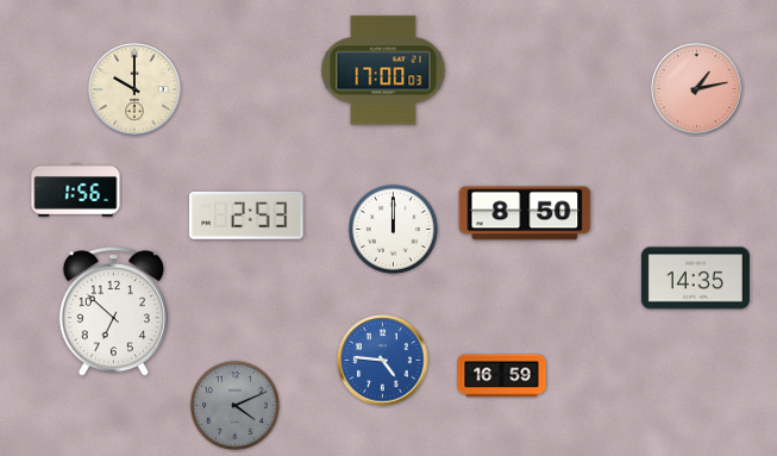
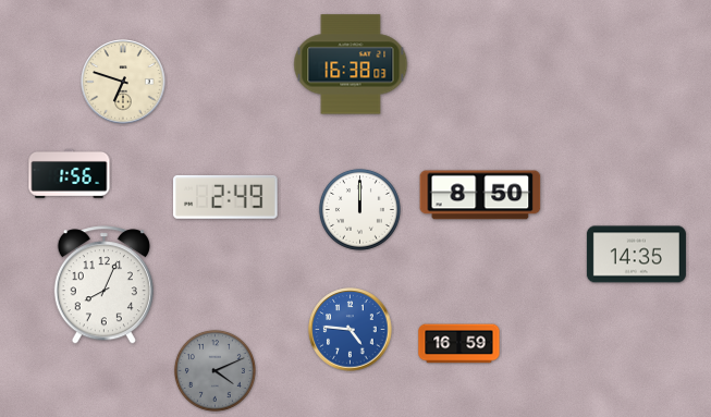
clock at (383, 70): 17:00 -> 16:38
clock at (134, 89): 10:00 -> 6:48
clock at (697, 89): 1:13 -> none
clock at (247, 215): 2:53 -> 2:49
clock at (113, 312): 6:52 -> 8:04
